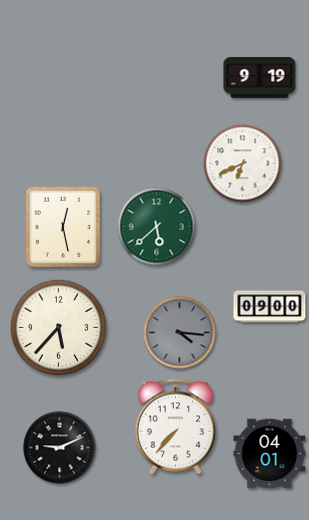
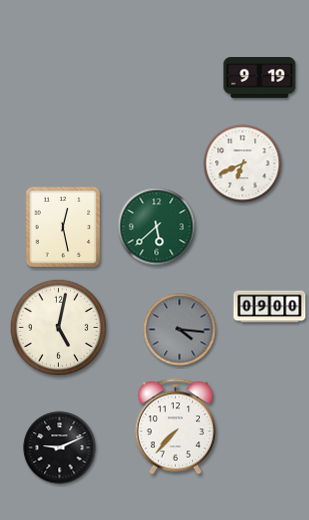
clock at (58, 327): 5:37 -> 5:02
clock at (180, 333) position: (180, 333) -> (180, 330)
clock at (270, 454): 04:01 -> none
